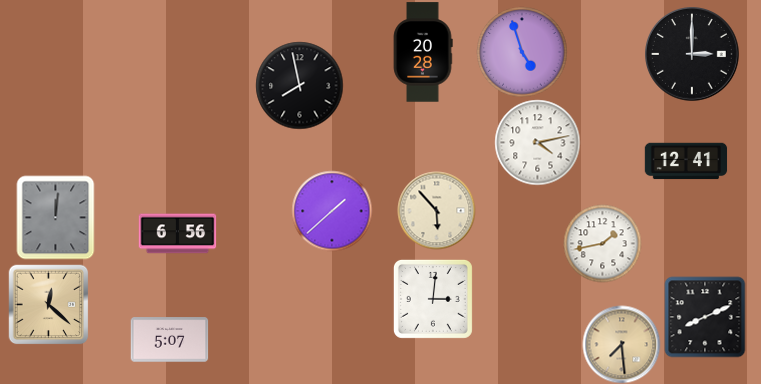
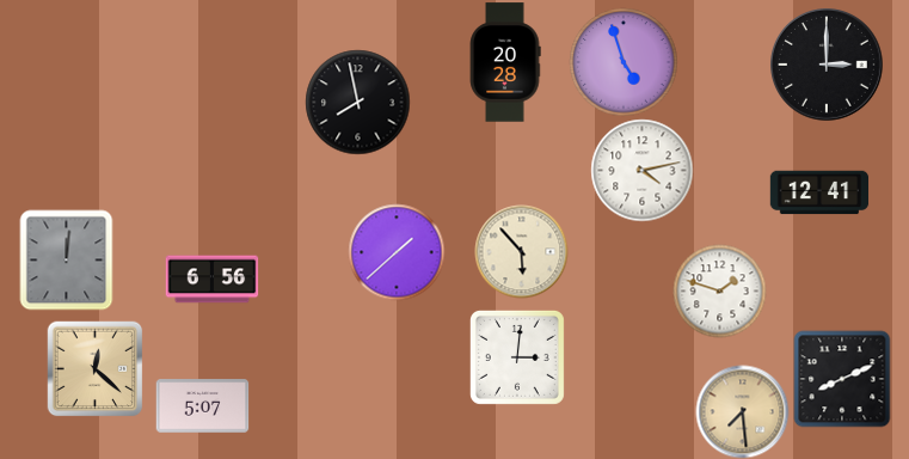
clock at (602, 243): 1:43 -> 1:48
clock at (48, 304) position: (48, 304) -> (94, 368)
